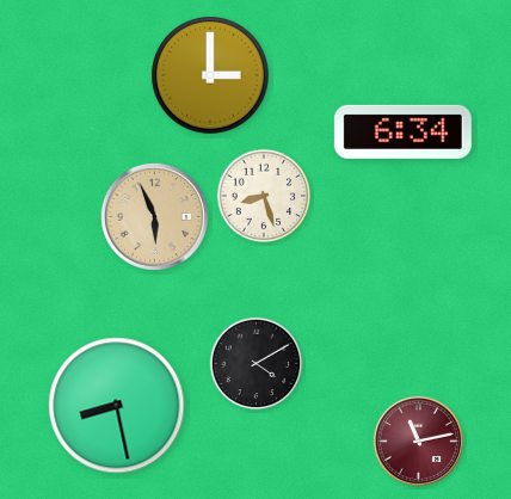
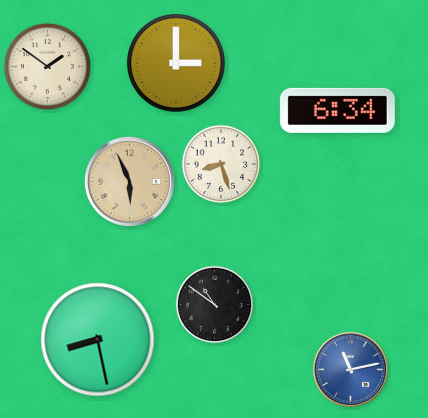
clock at (47, 66): none -> 1:51
clock at (257, 364): 4:10 -> 10:51
clock at (418, 441) dial: burgundy -> blue
